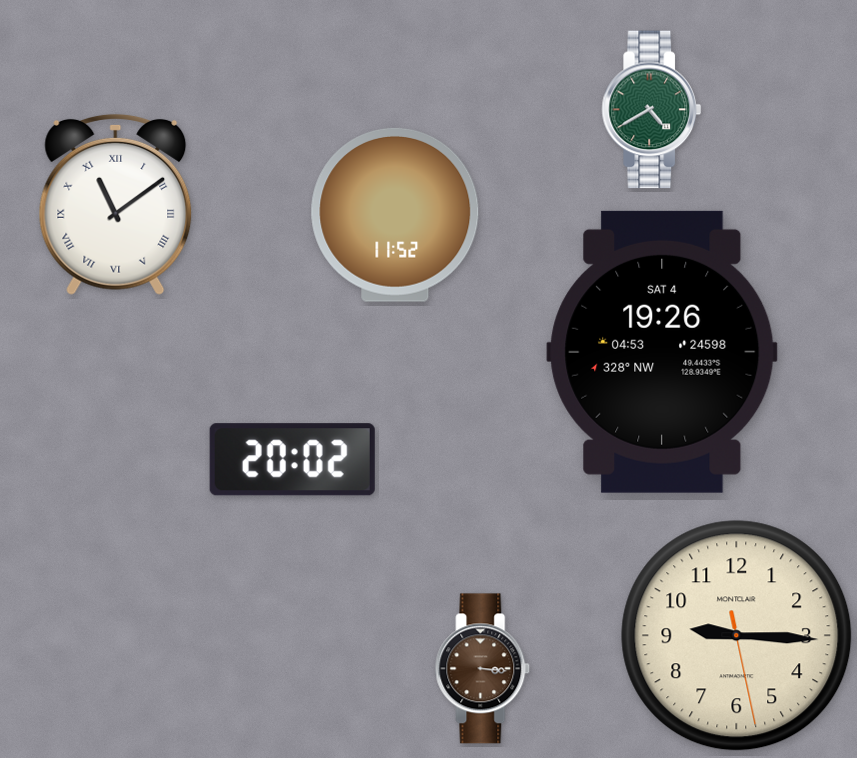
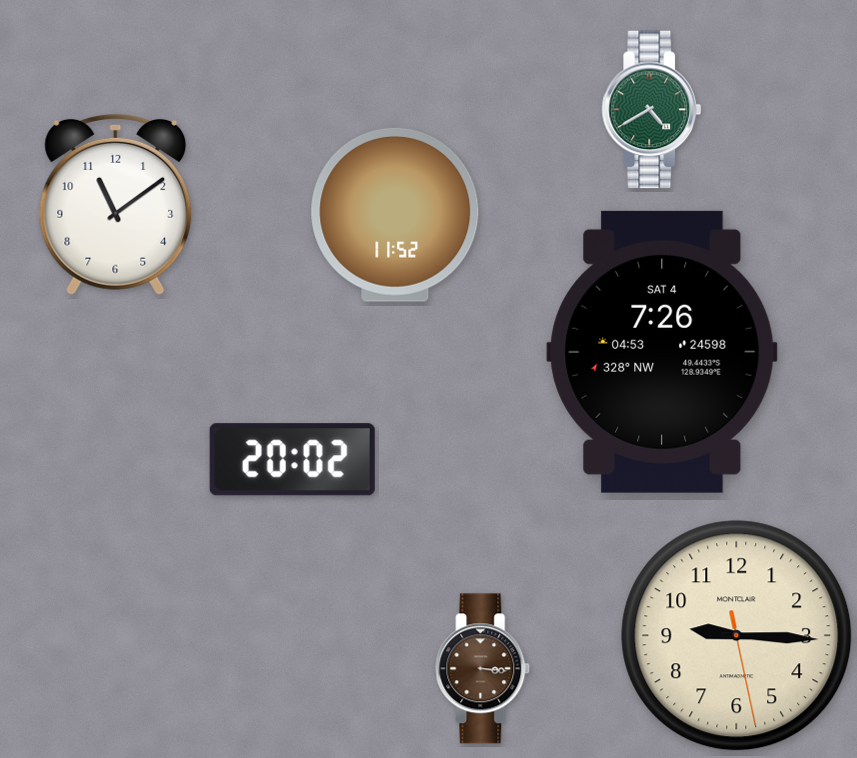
clock at (116, 204) numerals: Roman -> Arabic
clock at (662, 352): 19:26 -> 7:26
